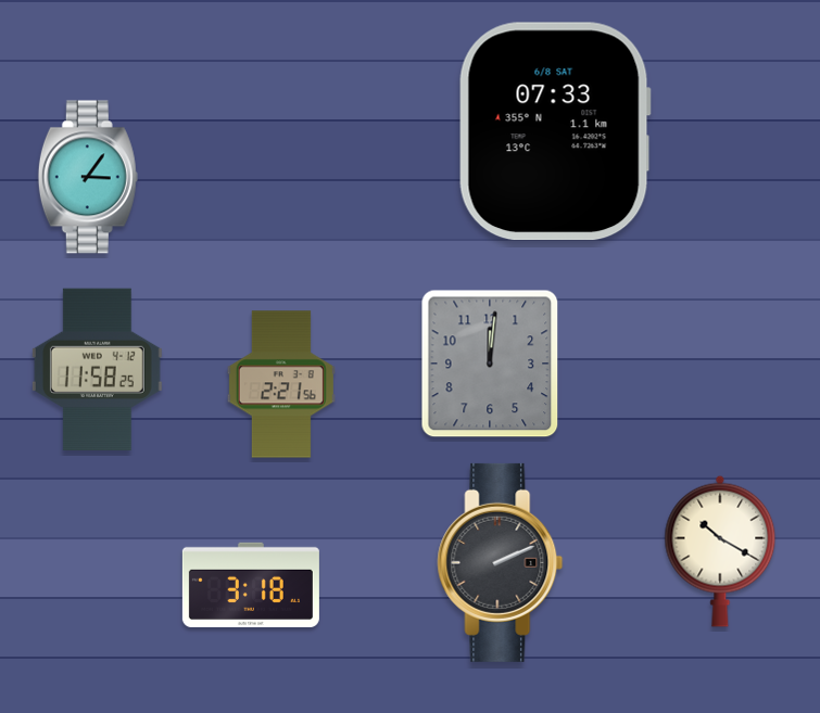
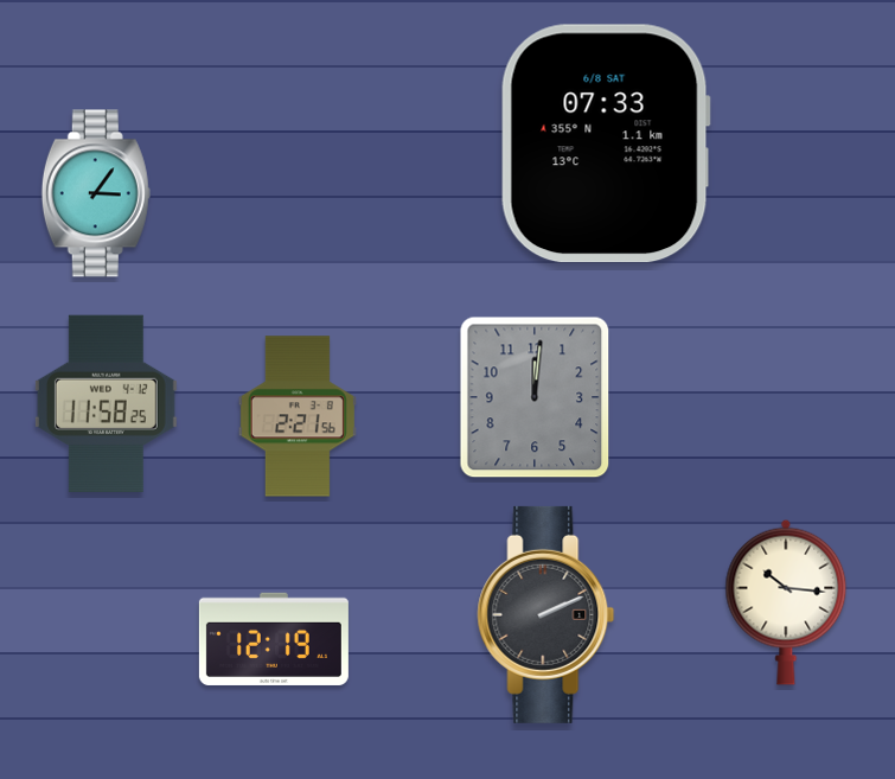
clock at (281, 384) position: (281, 384) -> (298, 416)
clock at (720, 551): 10:20 -> 10:16
clock at (251, 585): 3:18 -> 12:19
